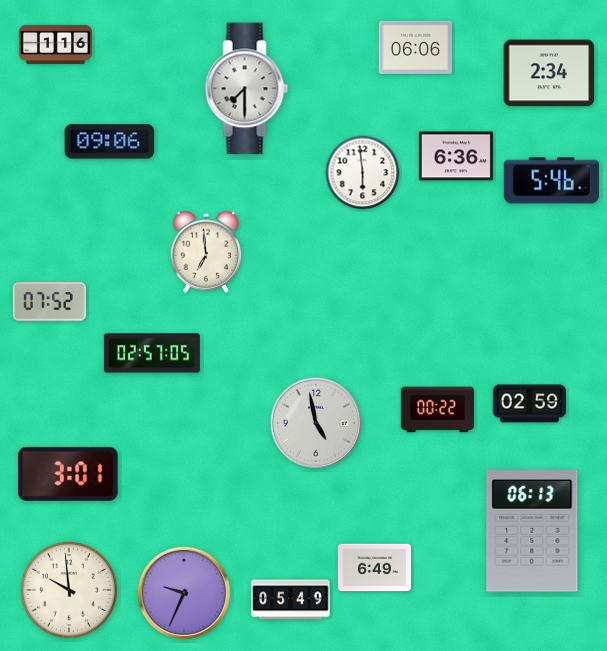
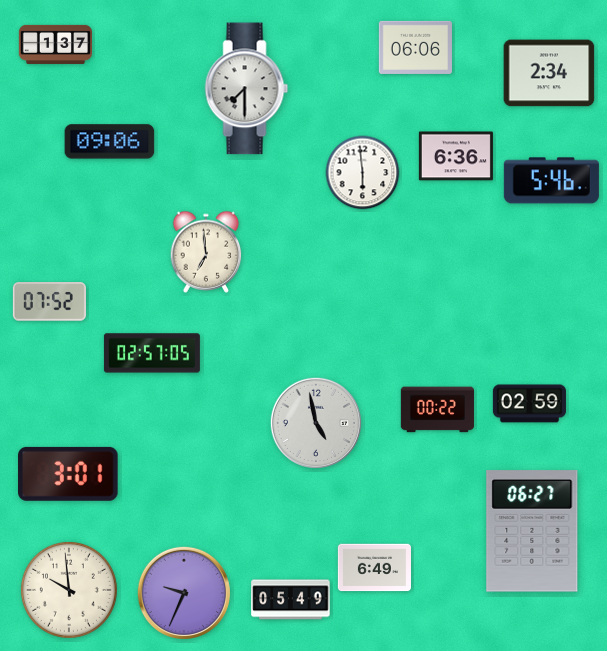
clock at (55, 44): 1:16 -> 1:37
clock at (532, 531): 06:13 -> 06:27
